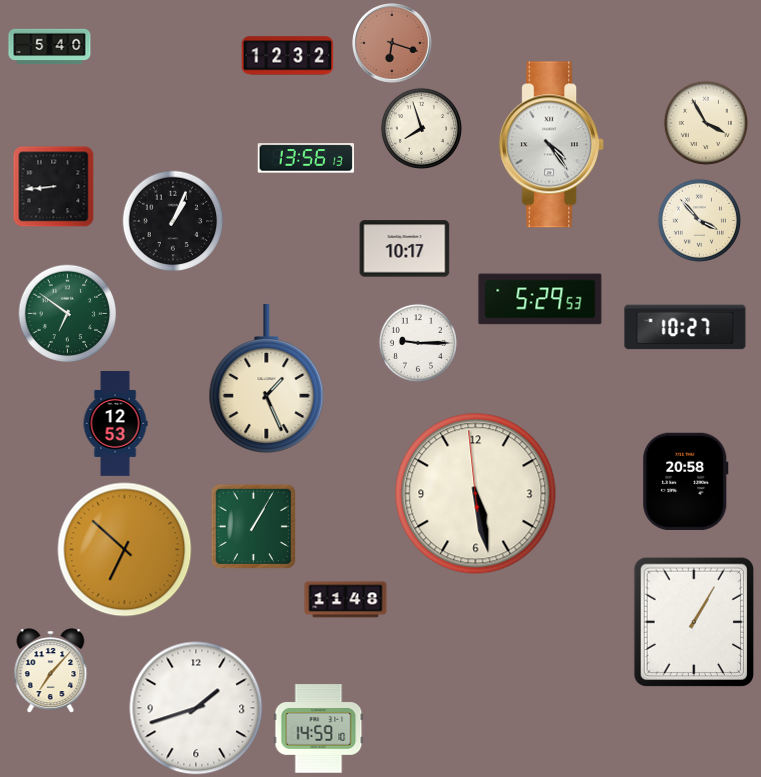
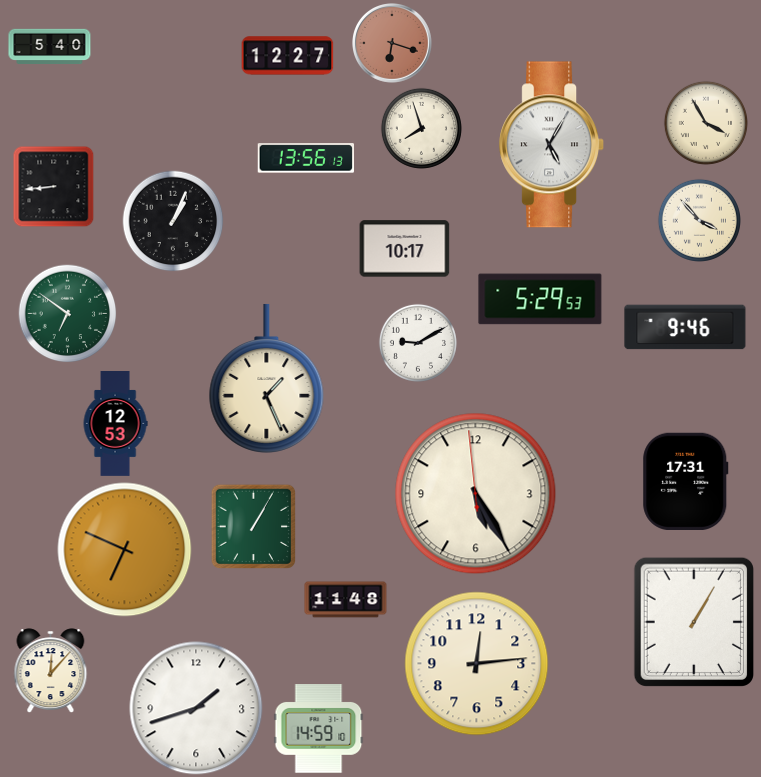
clock at (288, 56): 12:32 -> 12:27
clock at (552, 145): 4:24 -> 5:05
clock at (685, 327): 10:27 -> 9:46
clock at (418, 343): 9:15 -> 9:10
clock at (686, 481): 20:58 -> 17:31
clock at (476, 494): 5:27 -> 5:24
clock at (125, 550): 6:52 -> 6:49
clock at (477, 664): none -> 12:14
clock at (51, 670): 7:07 -> 12:07
